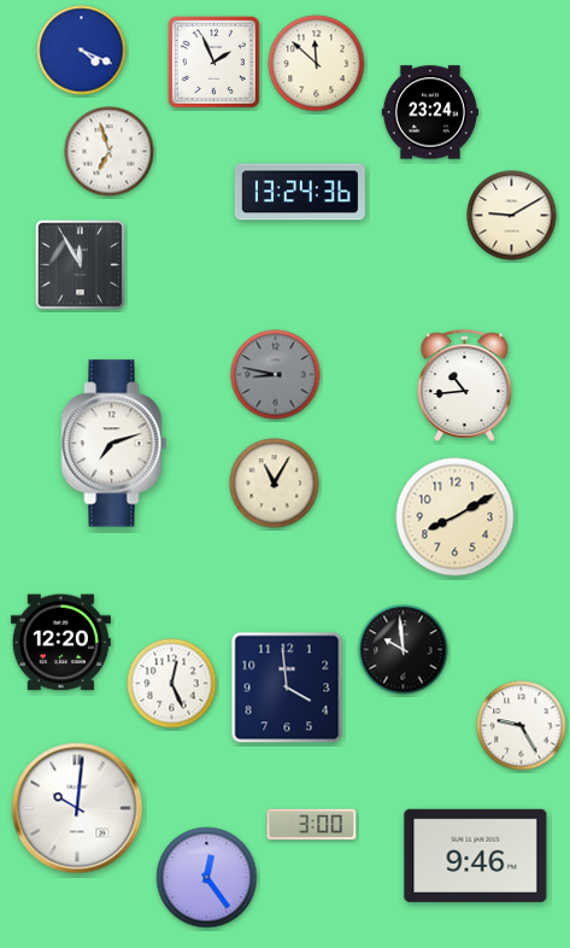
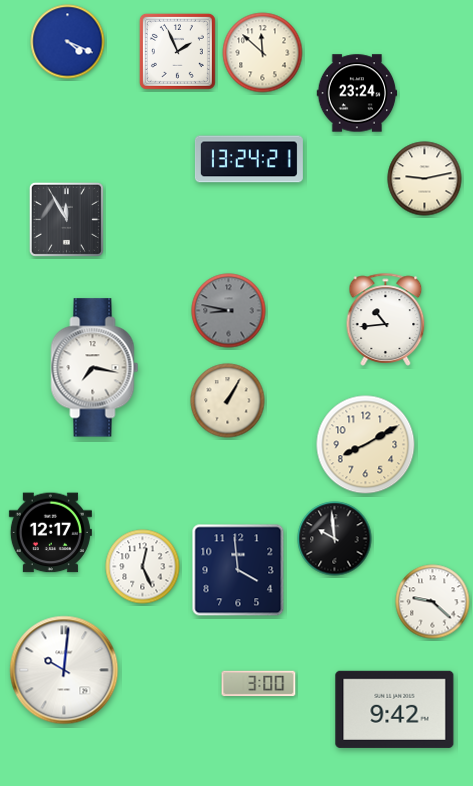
clock at (110, 152): 6:57 -> none
clock at (300, 192): 13:24:36 -> 13:24:21
clock at (512, 216): 9:10 -> 9:13
clock at (114, 444): 7:12 -> 7:17
clock at (275, 484): 11:05 -> 1:05
clock at (456, 517) position: (456, 517) -> (366, 445)
clock at (60, 643): 12:20 -> 12:17
clock at (522, 726): 9:25 -> 9:22
clock at (476, 855): 9:46 -> 9:42
clock at (207, 878): 12:24 -> none
